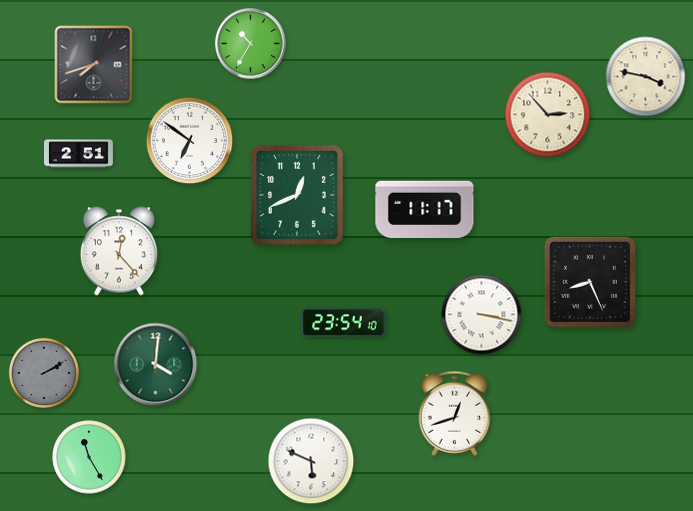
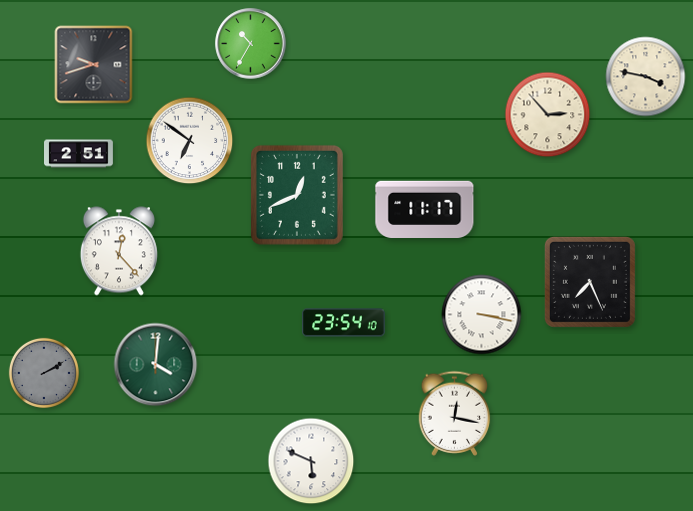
clock at (94, 65): 7:42 -> 9:42
clock at (590, 282): 8:26 -> 7:26
clock at (455, 413): 12:42 -> 12:17
clock at (89, 457): 11:25 -> none
